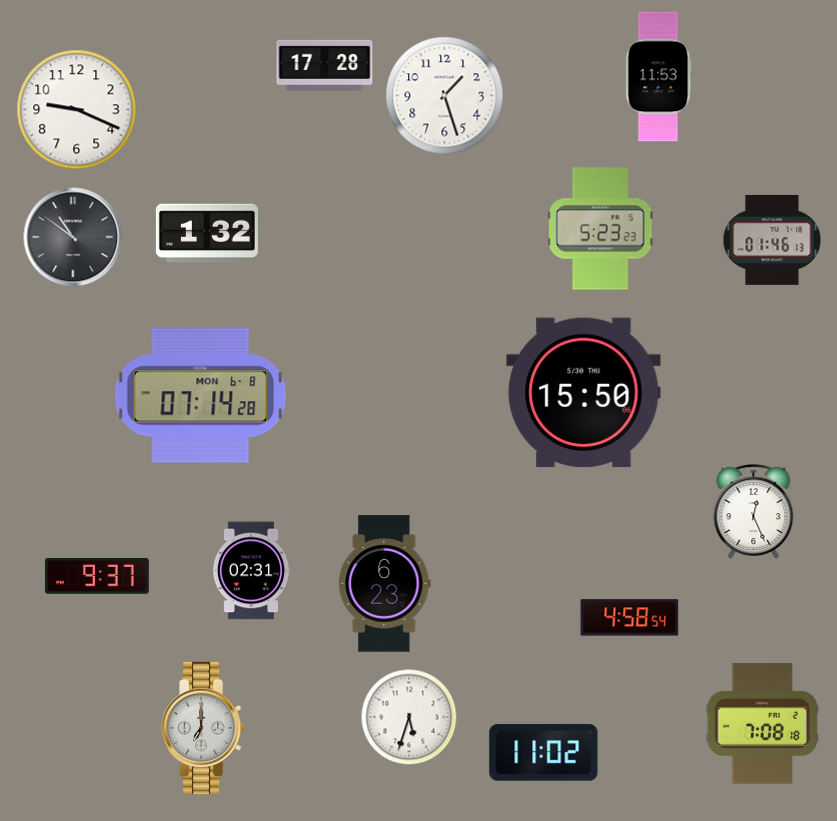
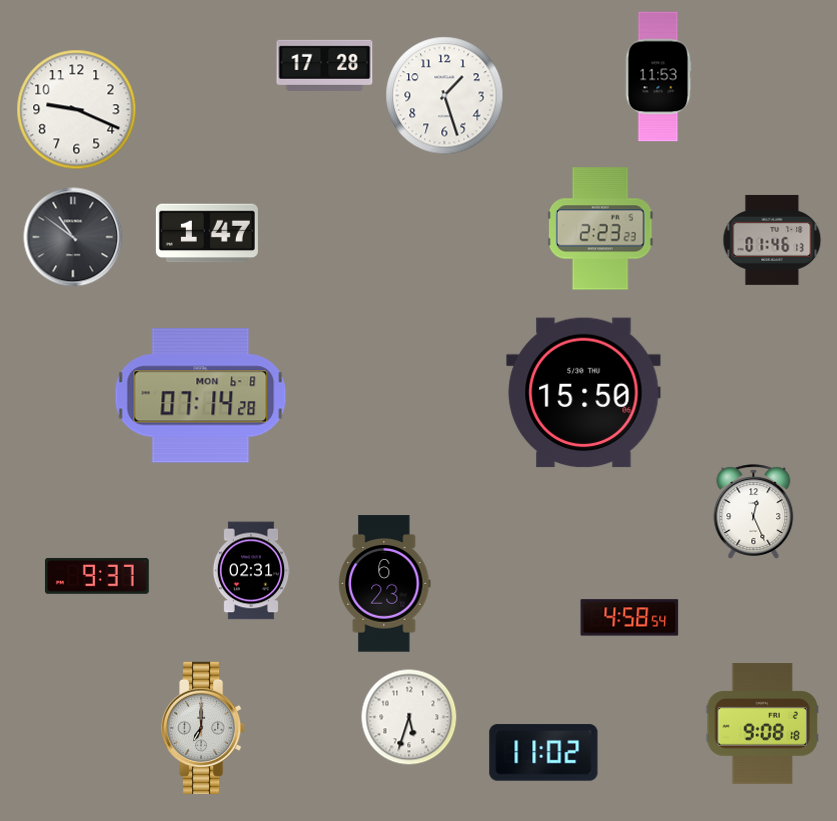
clock at (600, 229): 5:23 -> 2:23
clock at (207, 233): 1:32 -> 1:47
clock at (762, 724): 7:08 -> 9:08
